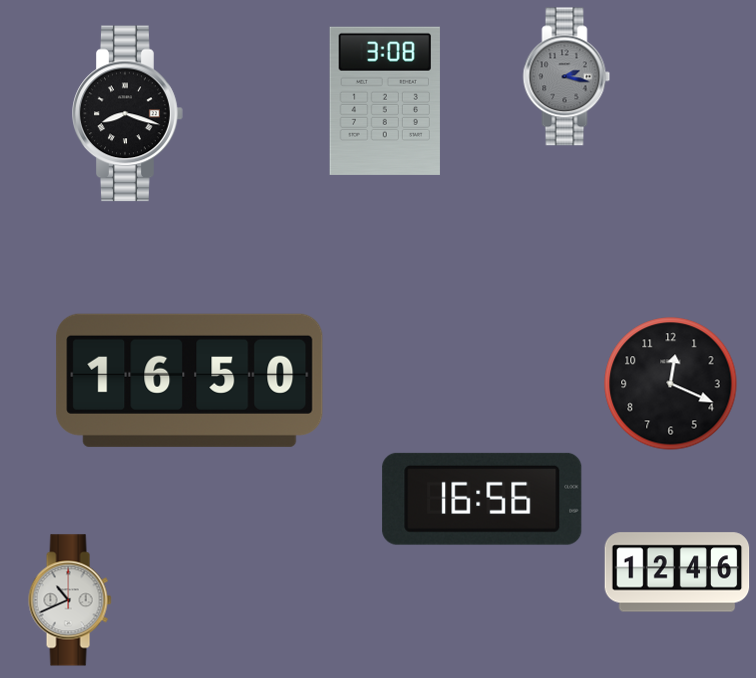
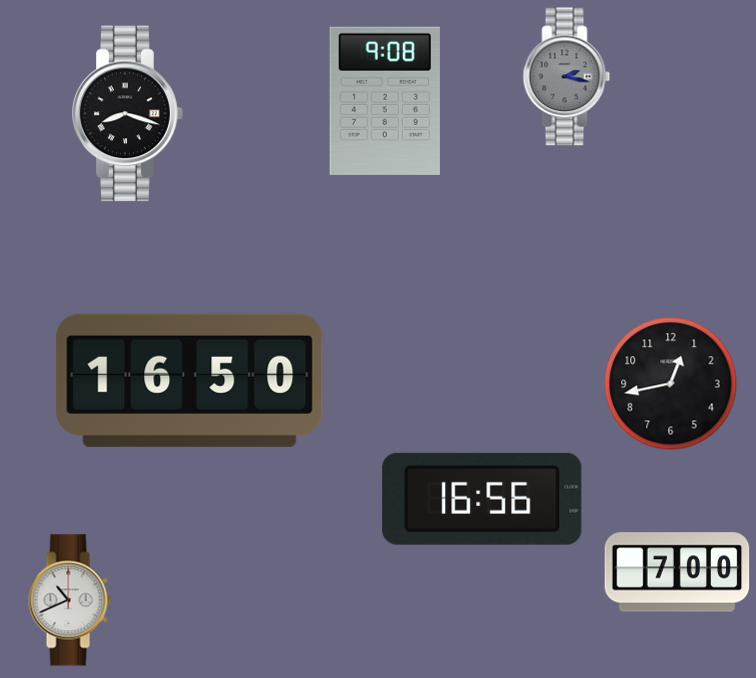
clock at (385, 101): 3:08 -> 9:08
clock at (671, 384): 12:19 -> 12:43
clock at (677, 572): 12:46 -> 7:00
